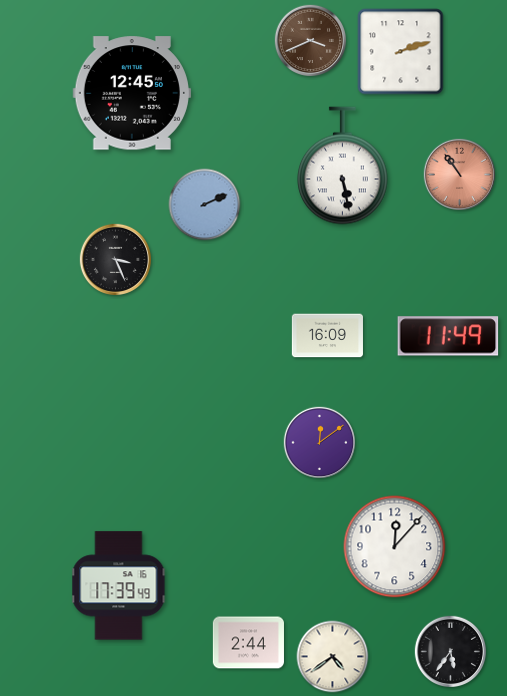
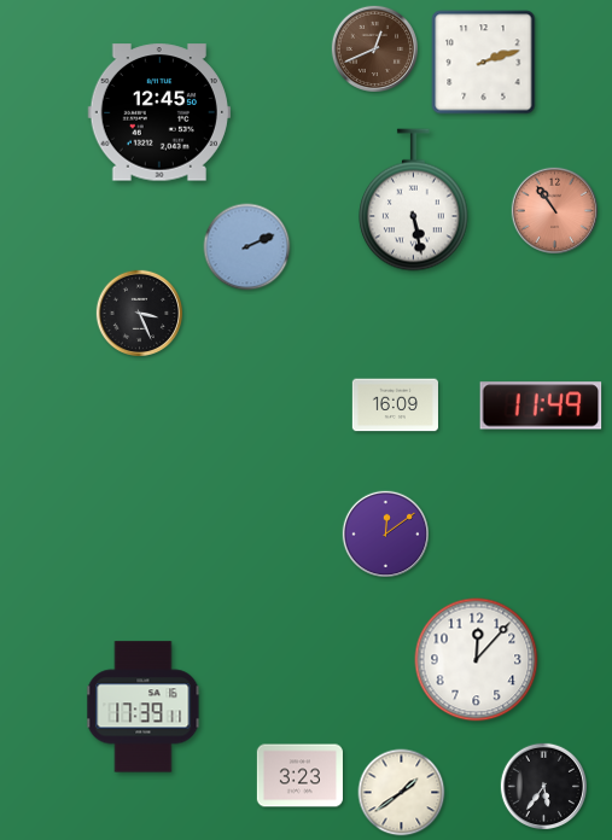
clock at (310, 40): 3:41 -> 12:41
clock at (119, 586): 17:39:49 -> 17:39:11
clock at (248, 643): 2:44 -> 3:23
clock at (333, 657): 4:39 -> 1:39
